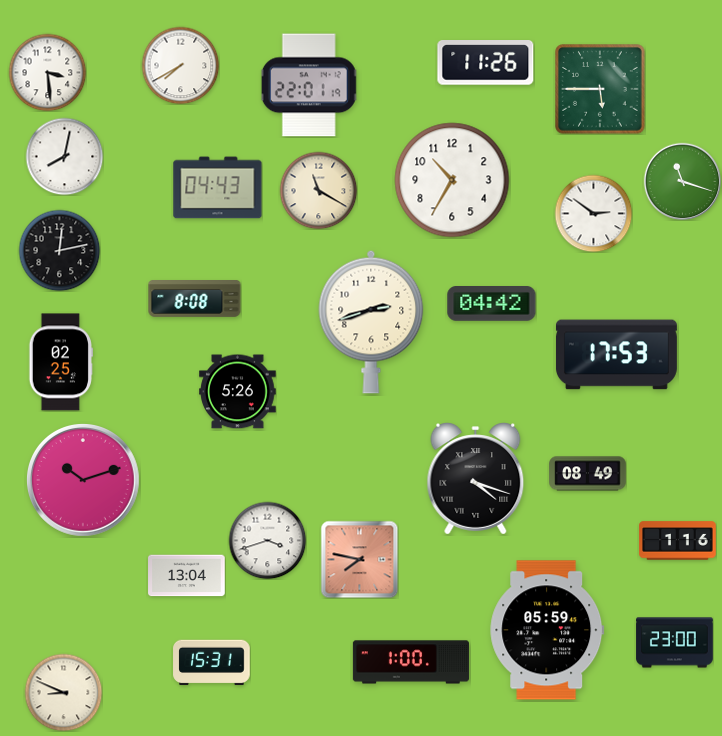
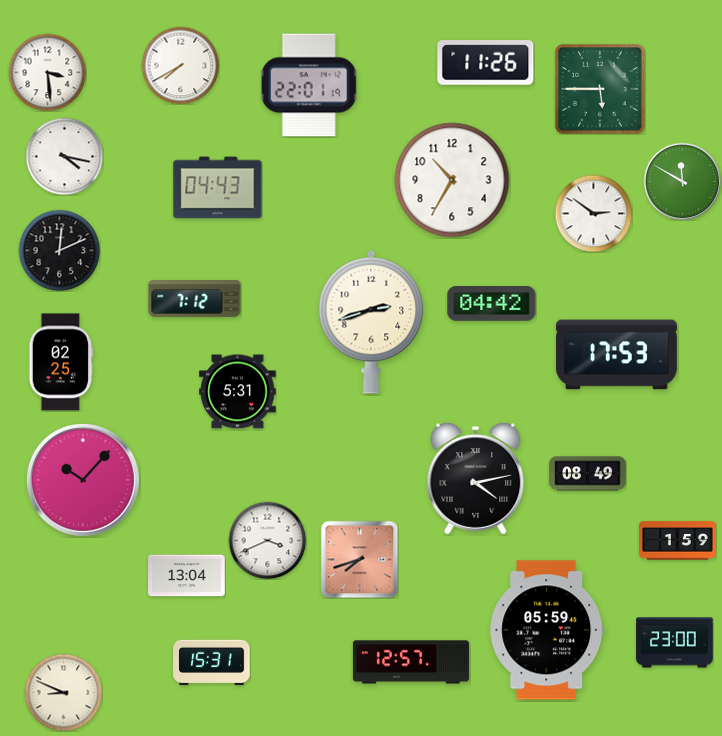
clock at (64, 156): 8:02 -> 4:17
clock at (682, 181): 11:18 -> 11:50
clock at (318, 190): 11:20 -> none
clock at (59, 250): 12:13 -> 12:11
clock at (195, 299): 8:08 -> 7:12
clock at (238, 392): 5:26 -> 5:31
clock at (476, 479): 4:18 -> 4:13
clock at (84, 481): 10:12 -> 10:07
clock at (267, 540): 3:42 -> 3:41
clock at (678, 541): 1:16 -> 1:59
clock at (359, 559): 7:47 -> 7:42
clock at (411, 662): 1:00 -> 12:57
